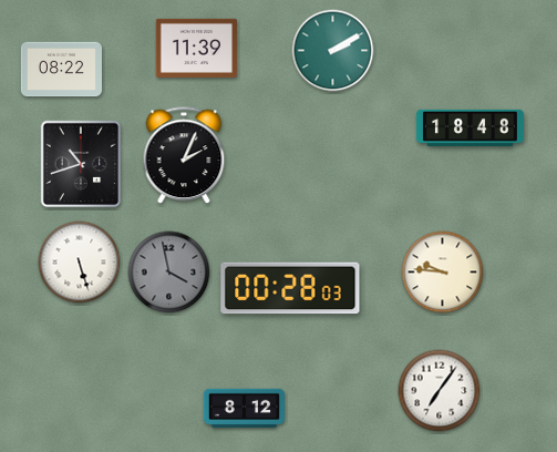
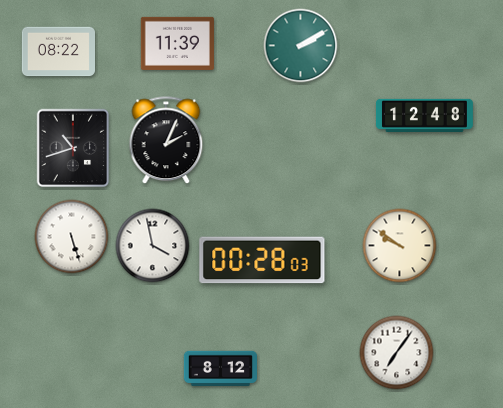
clock at (61, 70) position: (61, 70) -> (58, 52)
clock at (470, 127): 18:48 -> 12:48
clock at (169, 273) dial: grey -> white
clock at (443, 273): 9:46 -> 9:51
